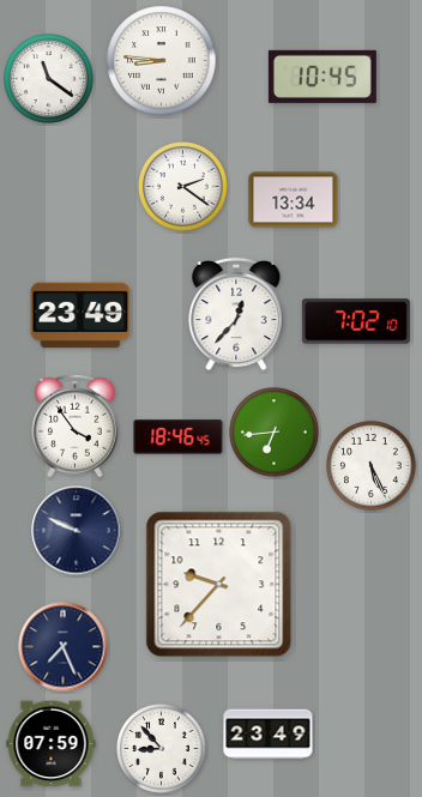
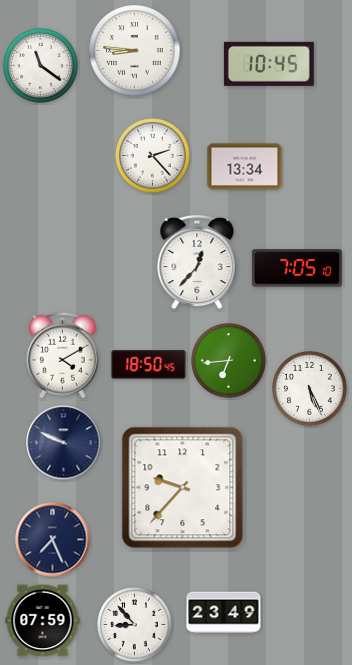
clock at (183, 187): 2:21 -> 2:23
clock at (80, 315): 23:49 -> none
clock at (356, 321): 7:02 -> 7:05
clock at (76, 425): 3:54 -> 4:10
clock at (179, 437): 18:46 -> 18:50
